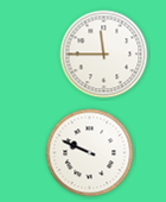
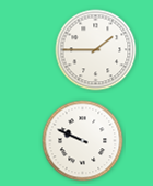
clock at (104, 55): 11:45 -> 1:45
